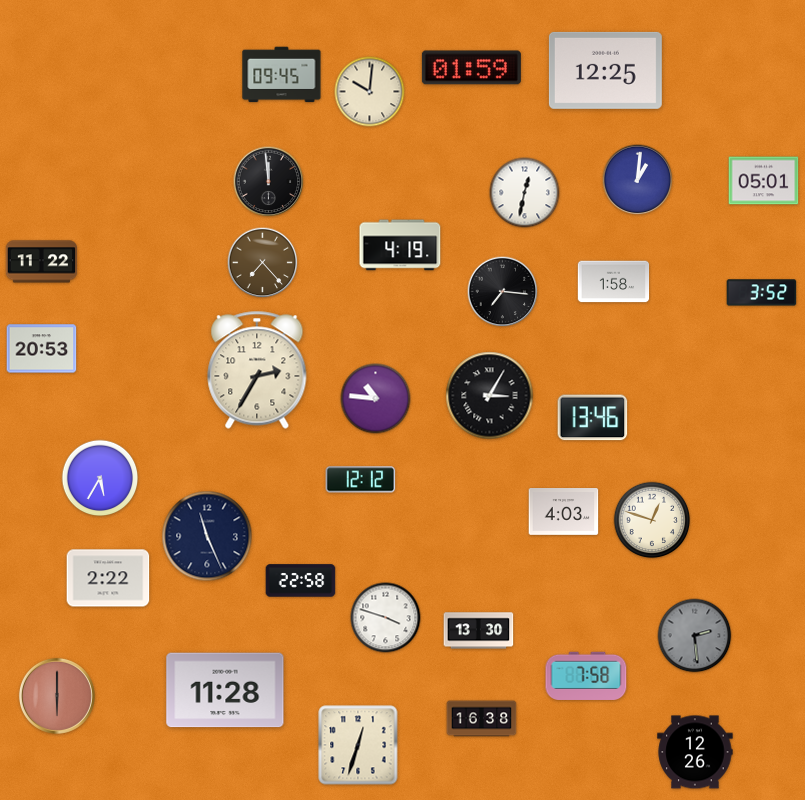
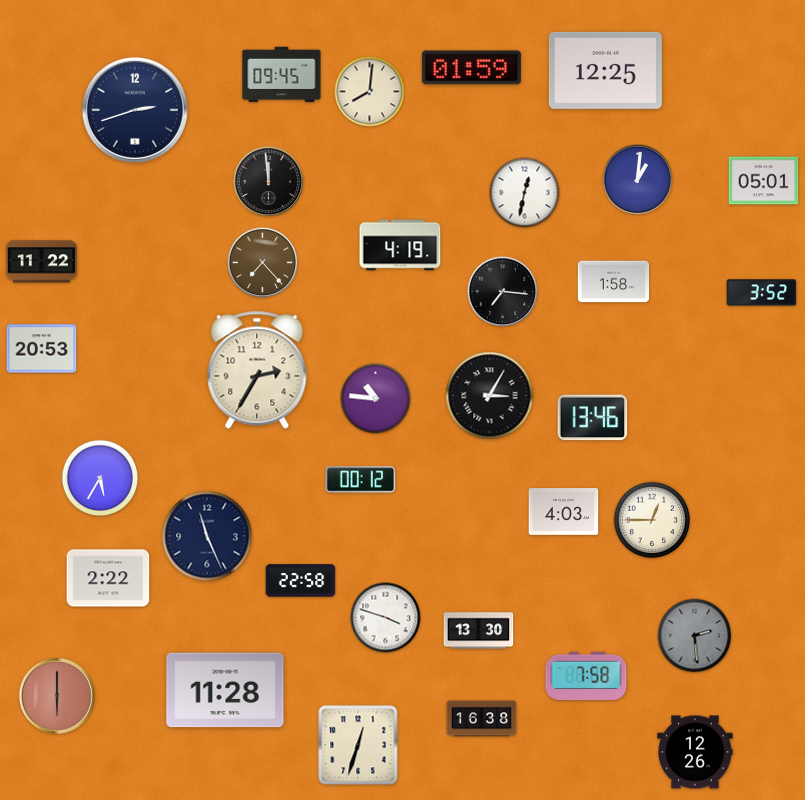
clock at (370, 92): 10:01 -> 8:01
clock at (135, 110): none -> 2:42
clock at (361, 480): 12:12 -> 00:12
clock at (652, 520): 12:48 -> 12:45
